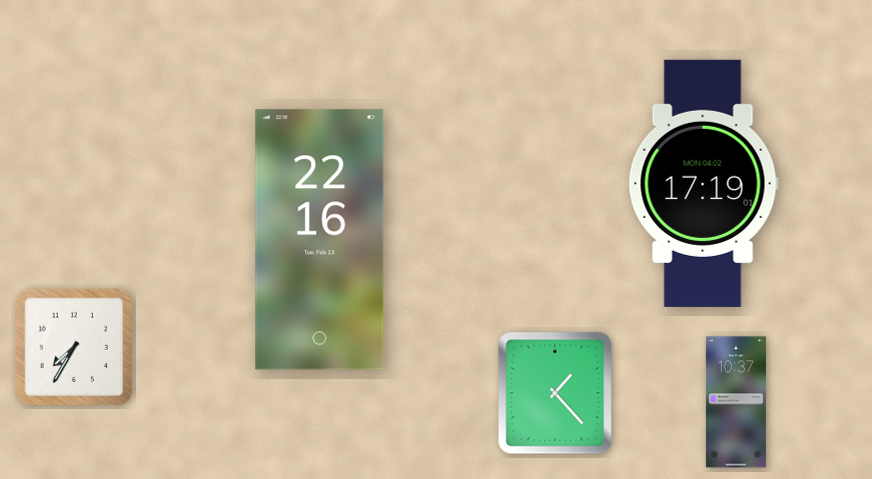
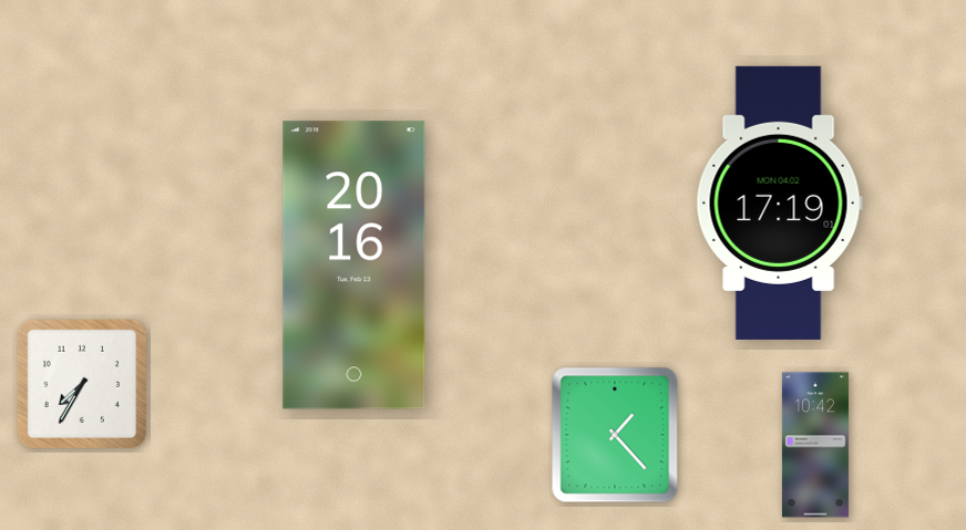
clock at (320, 240): 22:16 -> 20:16
clock at (736, 402): 10:37 -> 10:42
